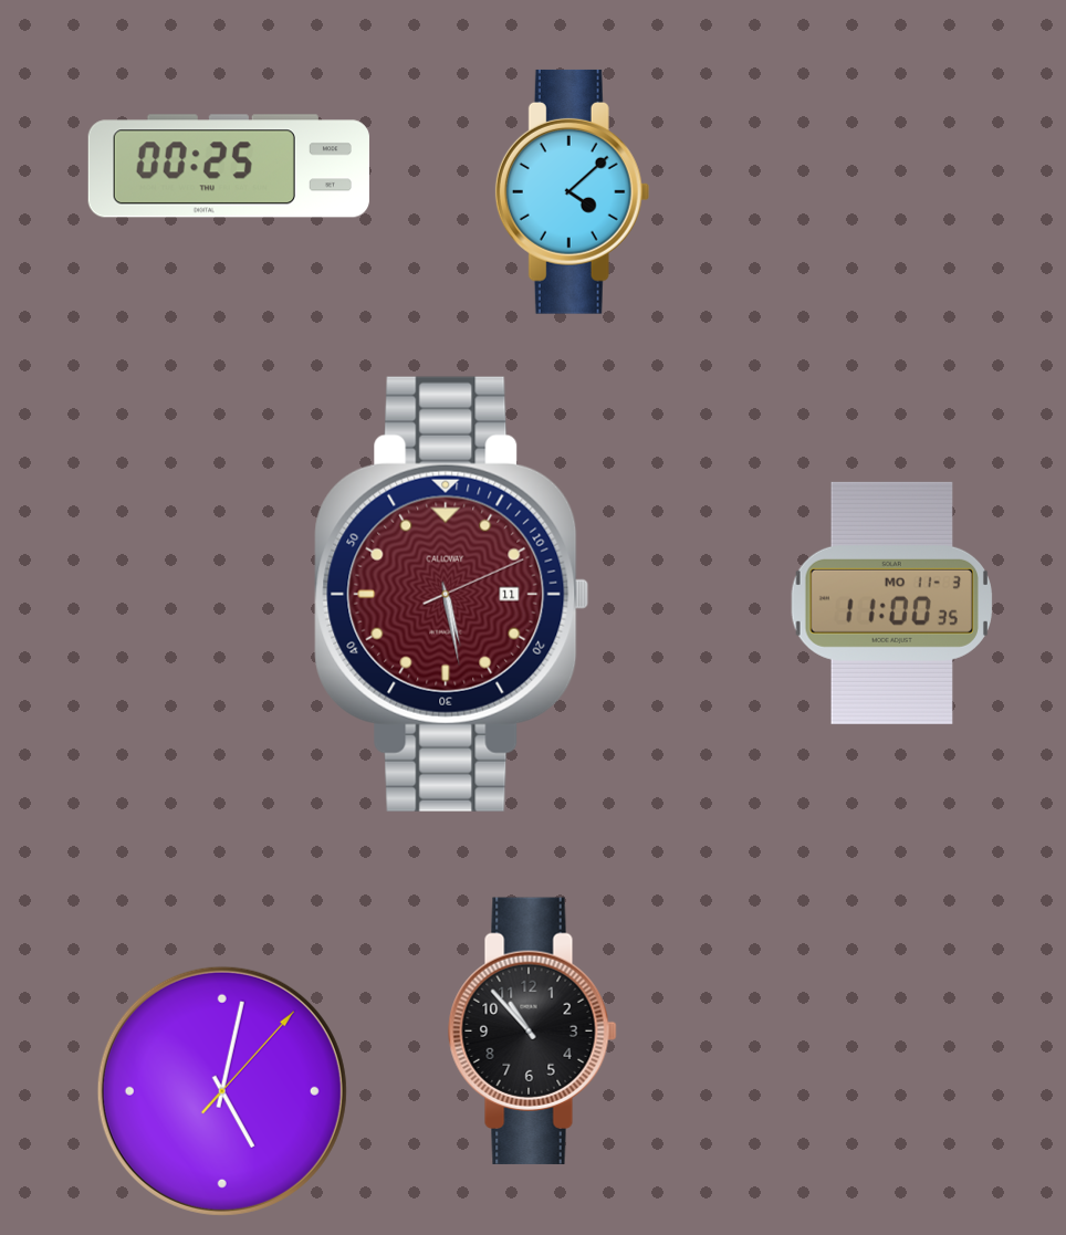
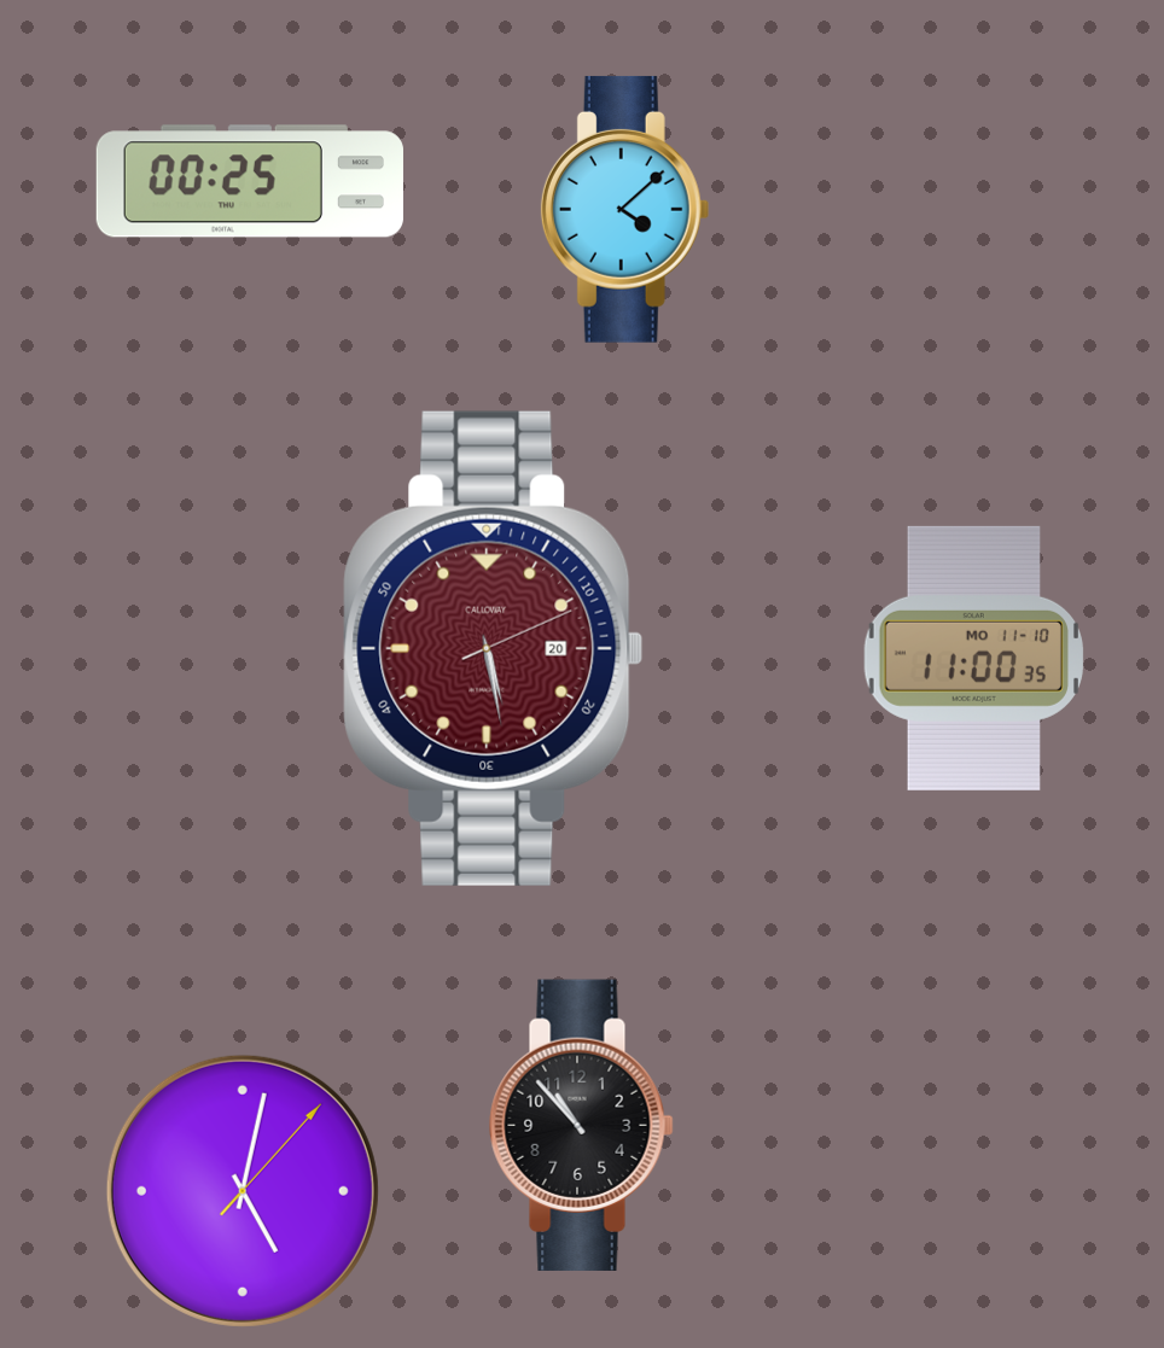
clock at (452, 594) date: 11 -> 20
clock at (891, 603) date: MO 11-3 -> MO 11-10
